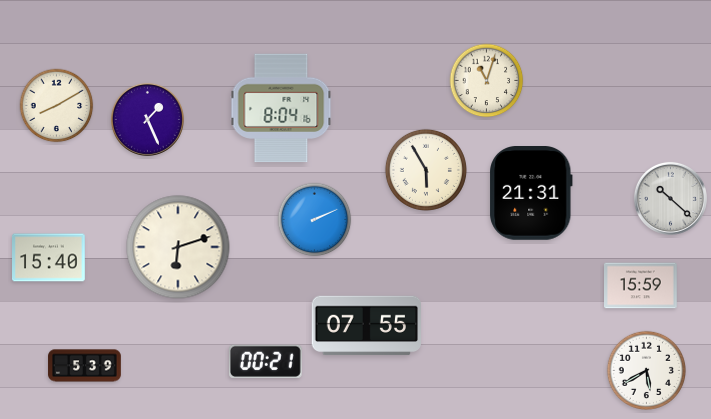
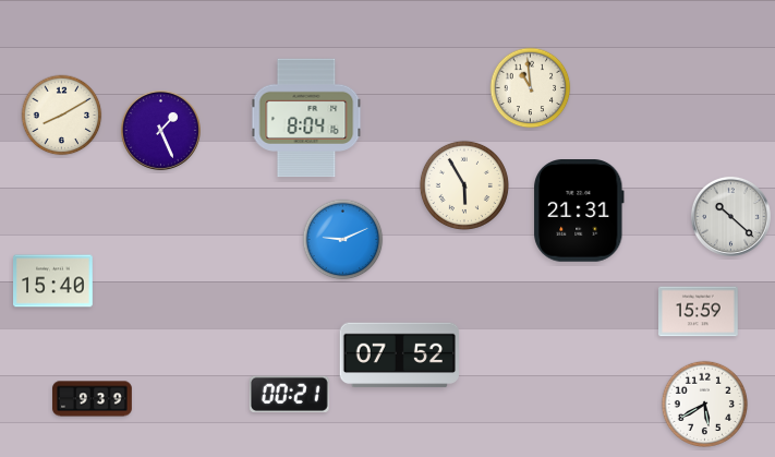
clock at (487, 81): 11:03 -> 10:59
clock at (315, 220): 2:11 -> 9:11
clock at (178, 247): 6:12 -> none
clock at (366, 326): 07:55 -> 07:52
clock at (85, 366): 5:39 -> 9:39
